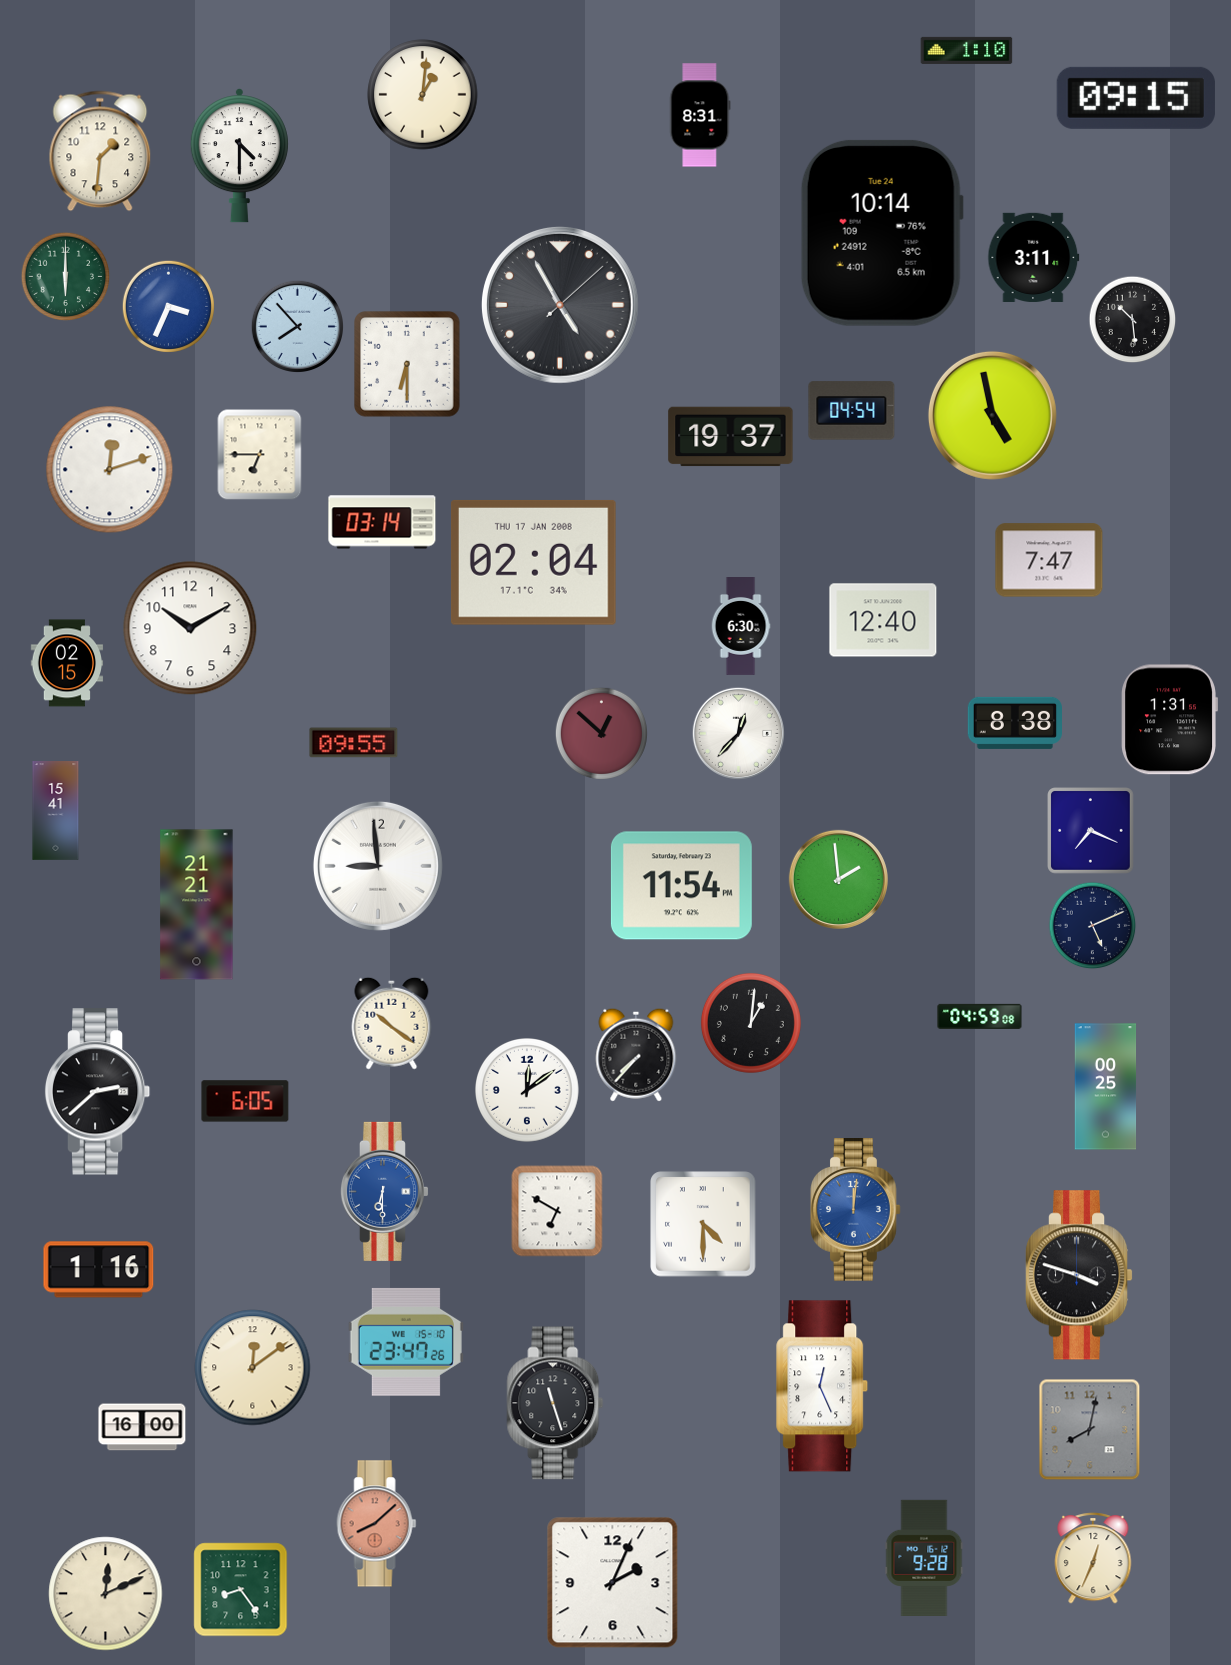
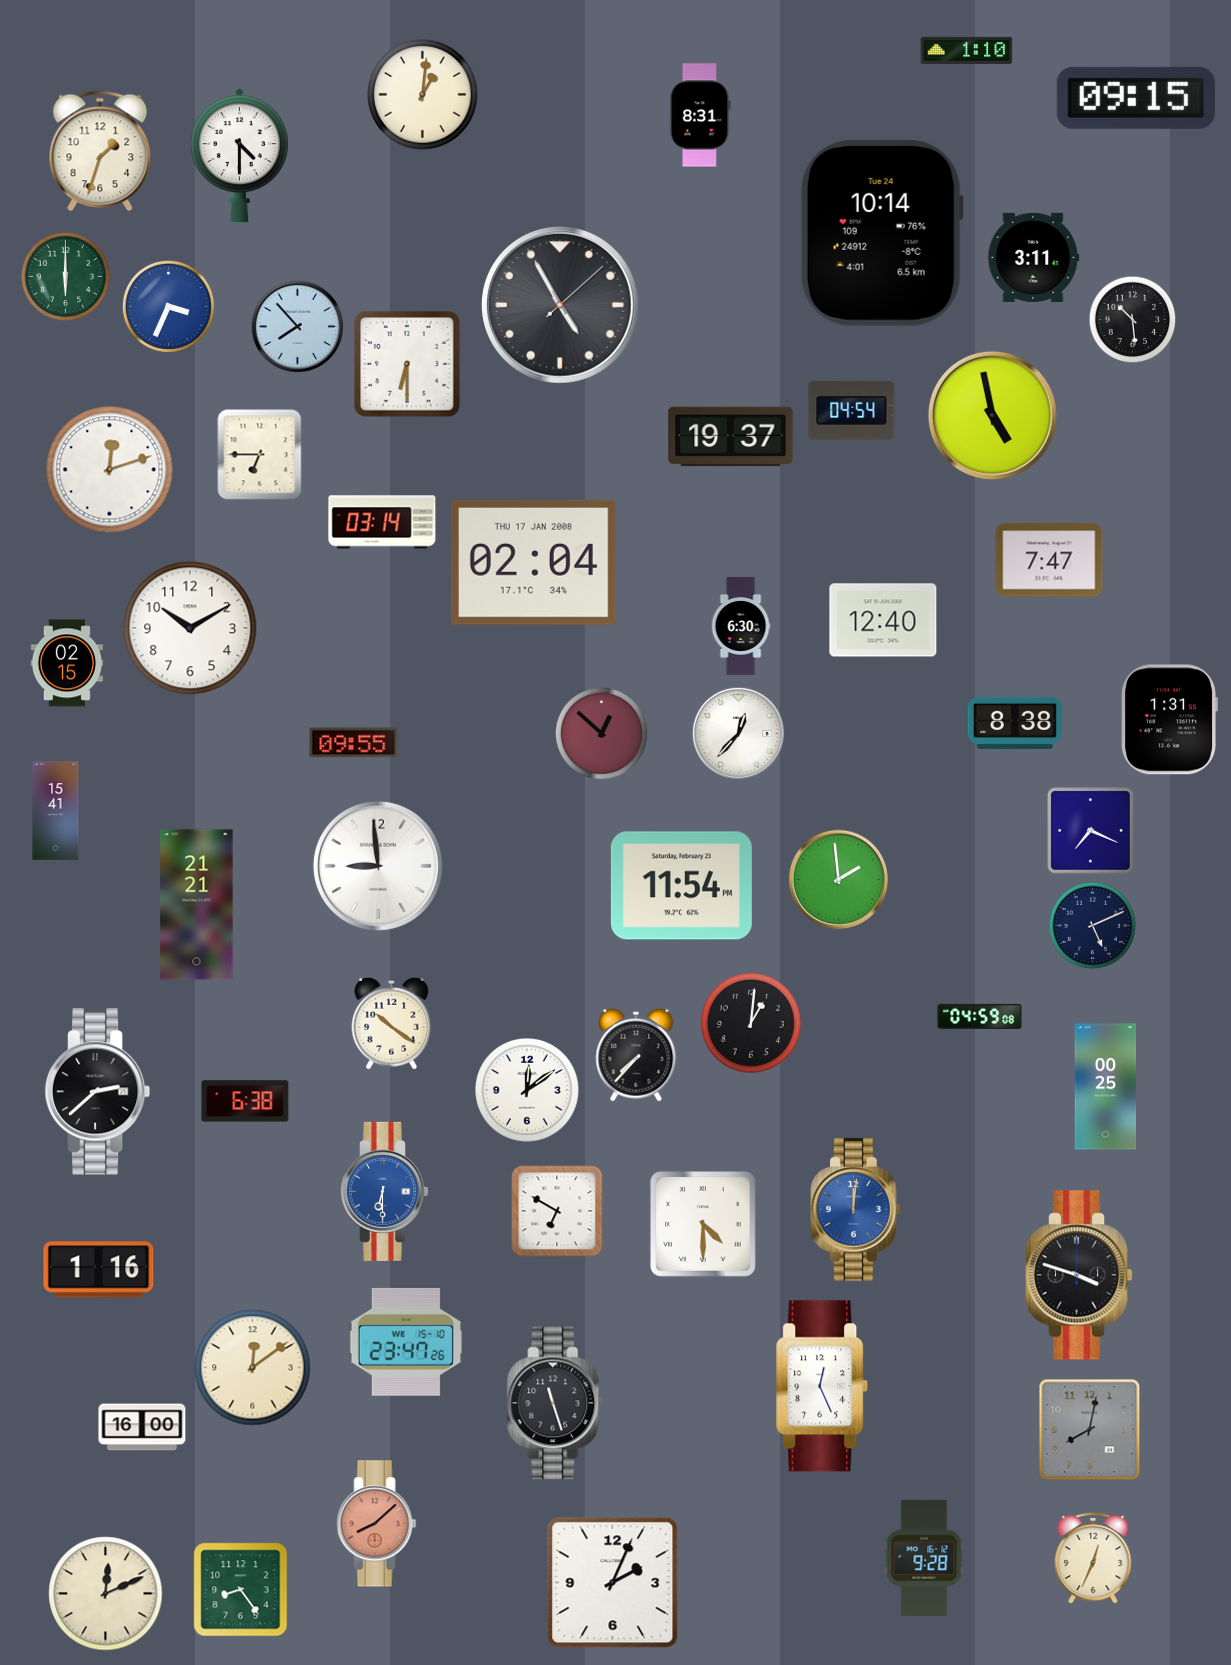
clock at (100, 151): 1:31 -> 1:33
clock at (245, 1101): 6:05 -> 6:38
